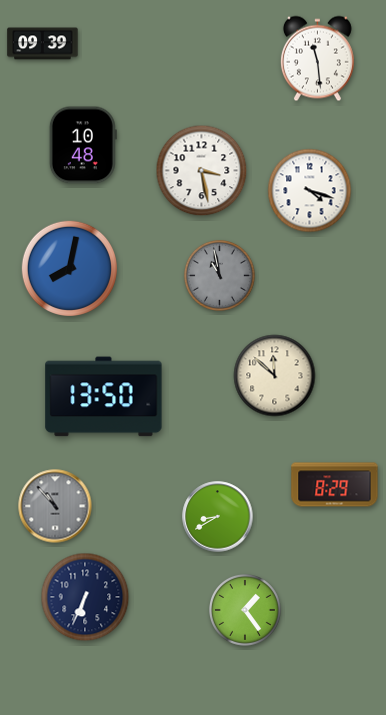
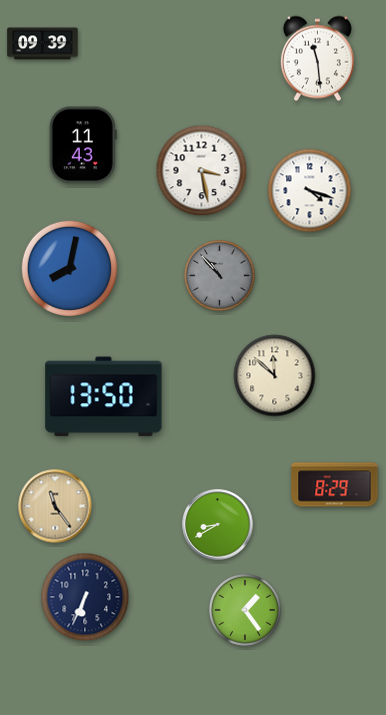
clock at (83, 145): 10:48 -> 11:43
clock at (219, 275): 10:58 -> 10:53
clock at (55, 506): 10:53 -> 11:24
clock at (55, 506) dial: grey -> champagne
clock at (218, 517) position: (218, 517) -> (218, 525)
